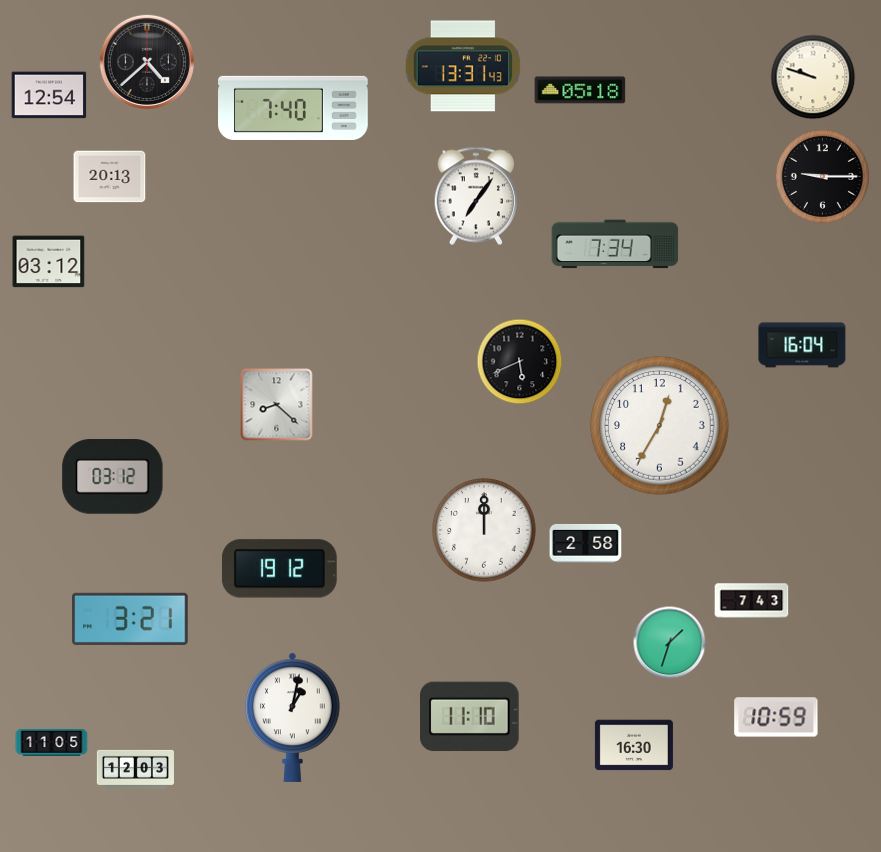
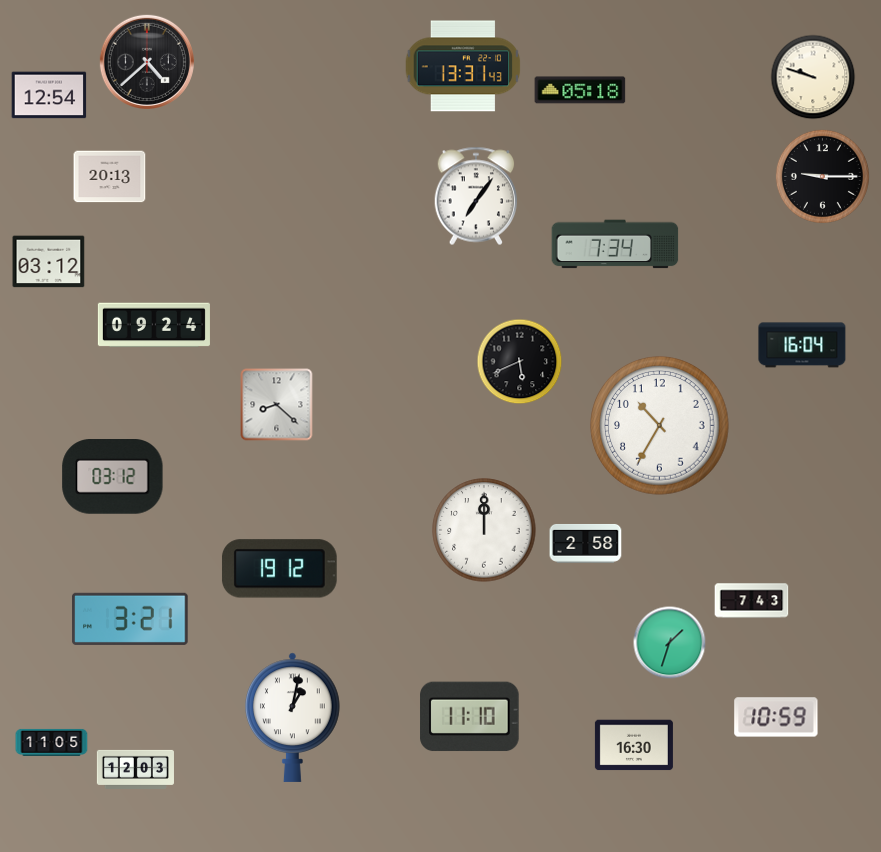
clock at (293, 108): 7:40 -> none
clock at (154, 325): none -> 09:24
clock at (660, 426): 12:35 -> 10:35
